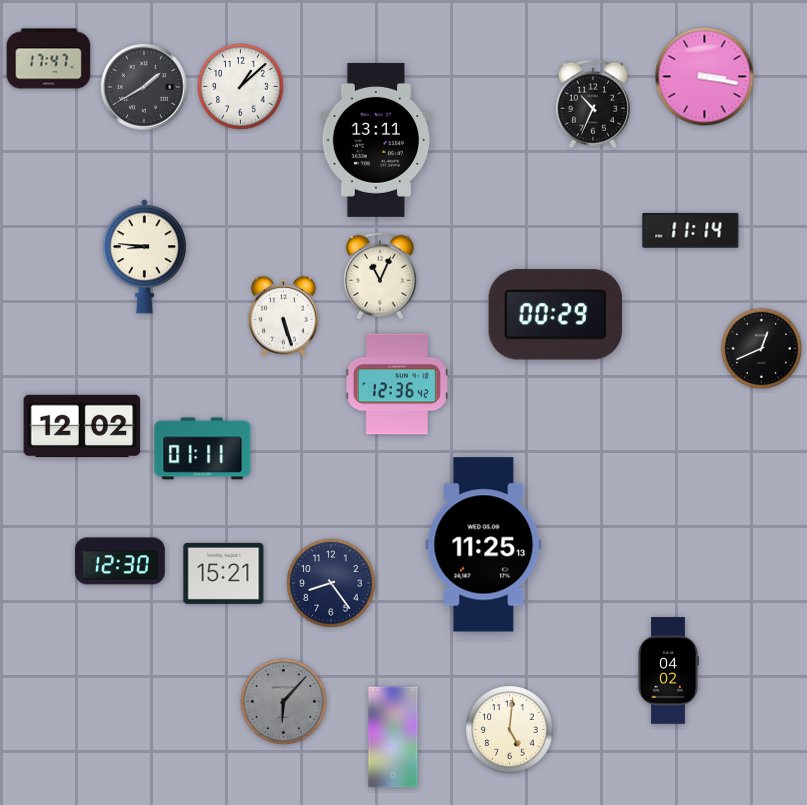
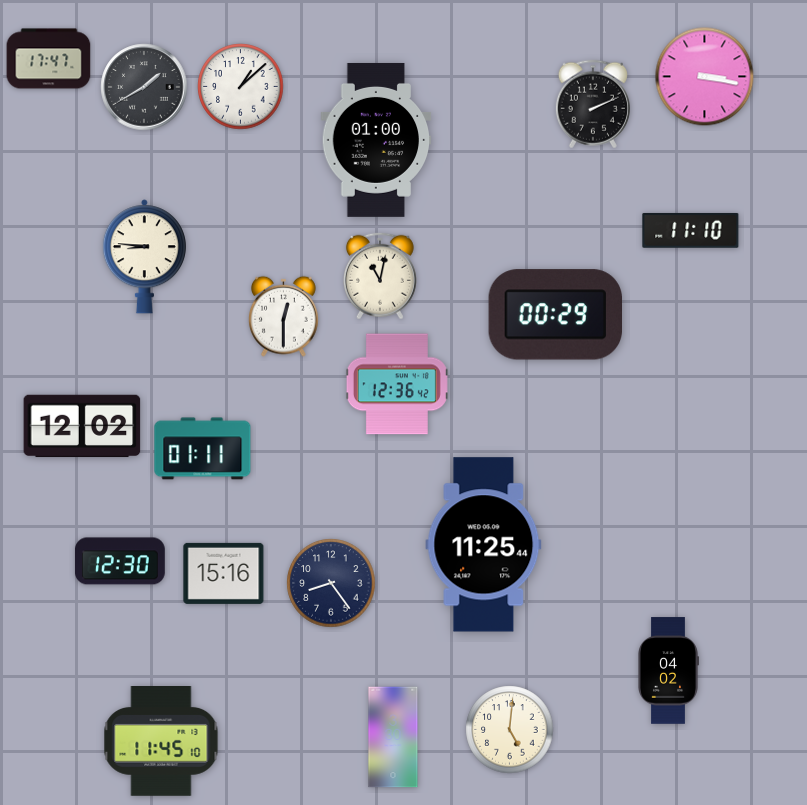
clock at (593, 104): 10:34 -> 2:11
clock at (376, 140): 13:11 -> 01:00
clock at (691, 230): 11:14 -> 11:10
clock at (380, 276): 11:04 -> 11:02
clock at (283, 316): 5:27 -> 12:30
clock at (761, 348): 12:41 -> none
clock at (484, 545): 11:25:13 -> 11:25:44
clock at (224, 573): 15:21 -> 15:16
clock at (284, 702): 6:07 -> none
clock at (161, 741): none -> 11:45
